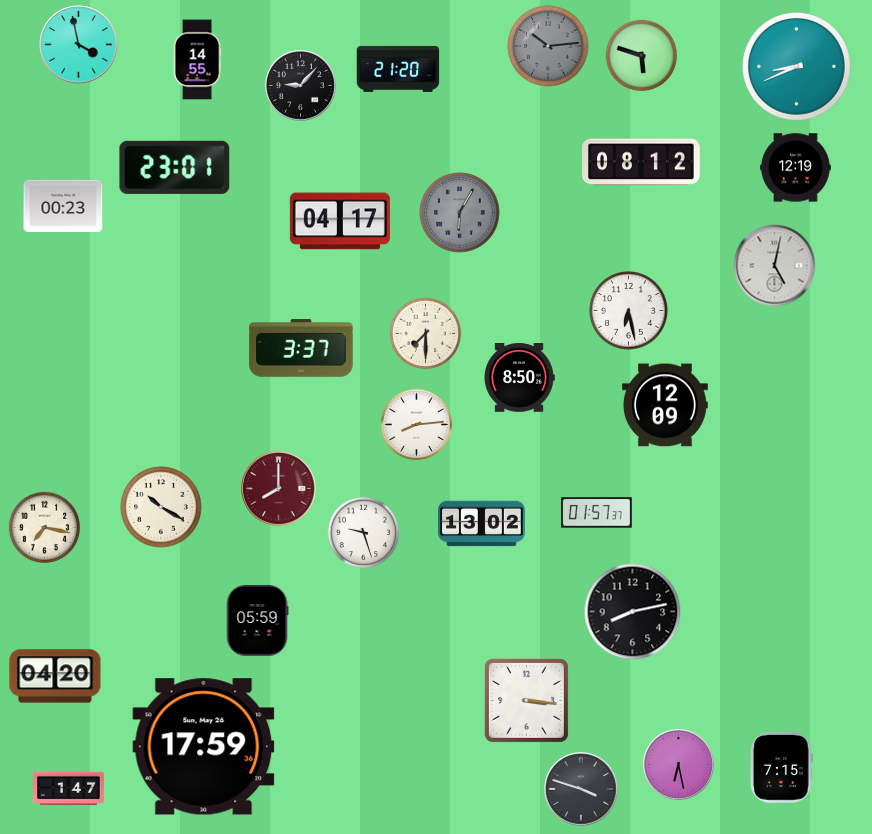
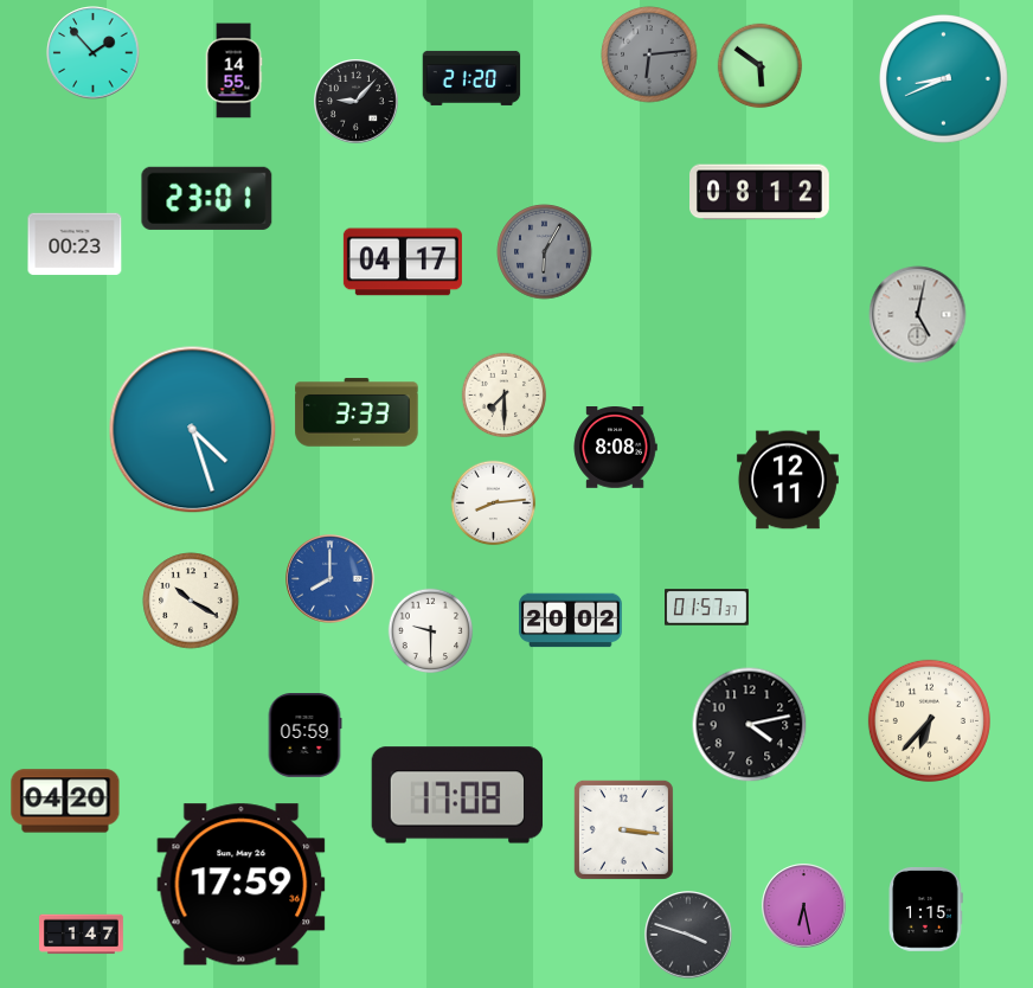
clock at (79, 45): 3:58 -> 1:53
clock at (548, 46): 10:14 -> 6:14
clock at (642, 56): 5:48 -> 5:51
clock at (398, 69) position: (398, 69) -> (471, 78)
clock at (796, 168): 12:19 -> none
clock at (629, 311): 6:28 -> none
clock at (301, 348): 3:37 -> 3:33
clock at (193, 430): none -> 4:27
clock at (519, 378): 8:50 -> 8:08
clock at (665, 405): 12:09 -> 12:11
clock at (279, 489) dial: burgundy -> blue
clock at (482, 524): 13:02 -> 20:02
clock at (45, 528): 7:17 -> none
clock at (364, 533): 9:27 -> 9:30
clock at (929, 720): none -> 6:37
clock at (633, 612): 8:13 -> 4:13
clock at (457, 795): none -> 17:08
clock at (782, 767): 7:15 -> 1:15
